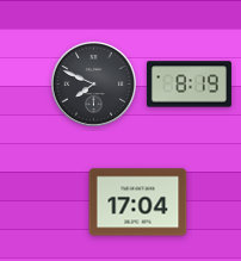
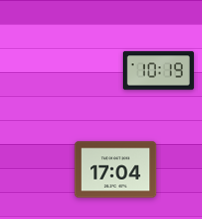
clock at (93, 83): 7:49 -> none
clock at (189, 85): 8:19 -> 10:19
